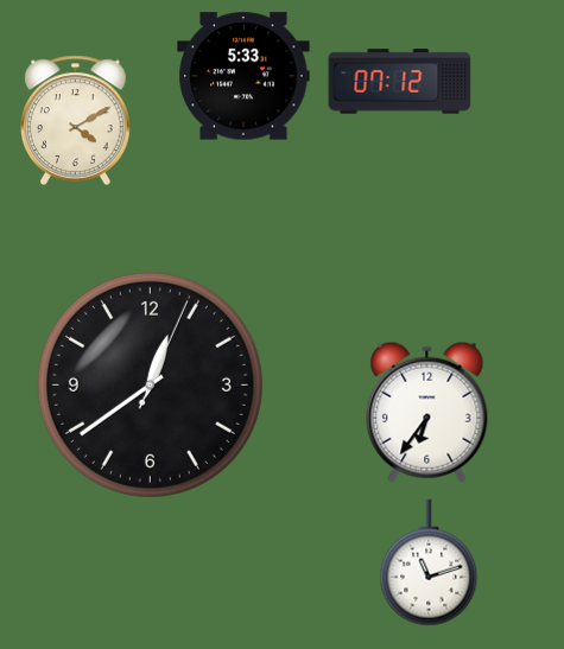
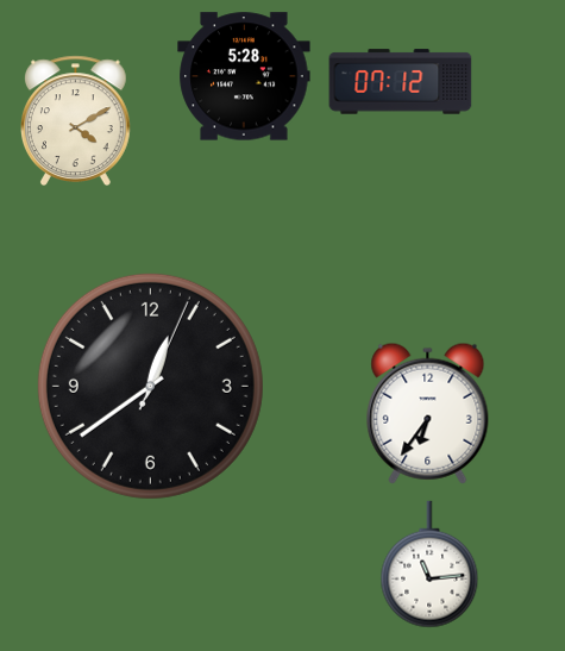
clock at (243, 76): 5:33 -> 5:28
clock at (429, 562): 11:12 -> 11:14
